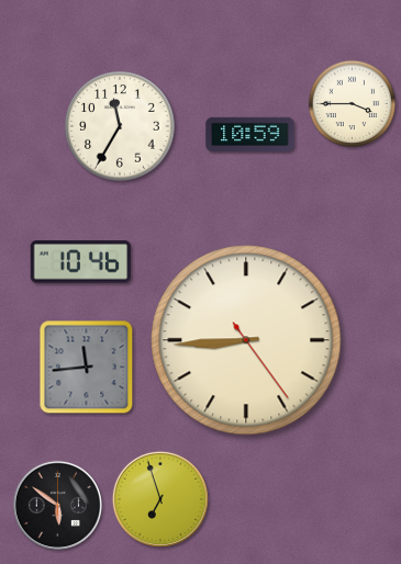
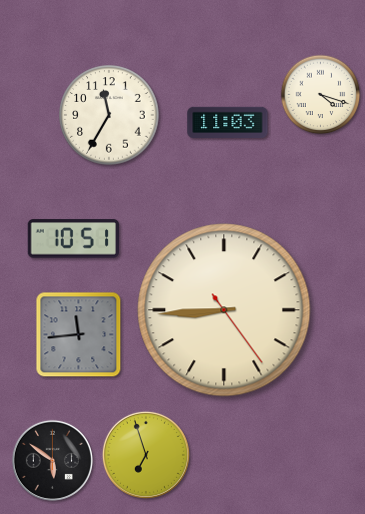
clock at (353, 104): 3:45 -> 4:18
clock at (250, 135): 10:59 -> 11:03
clock at (80, 262): 10:46 -> 10:51
